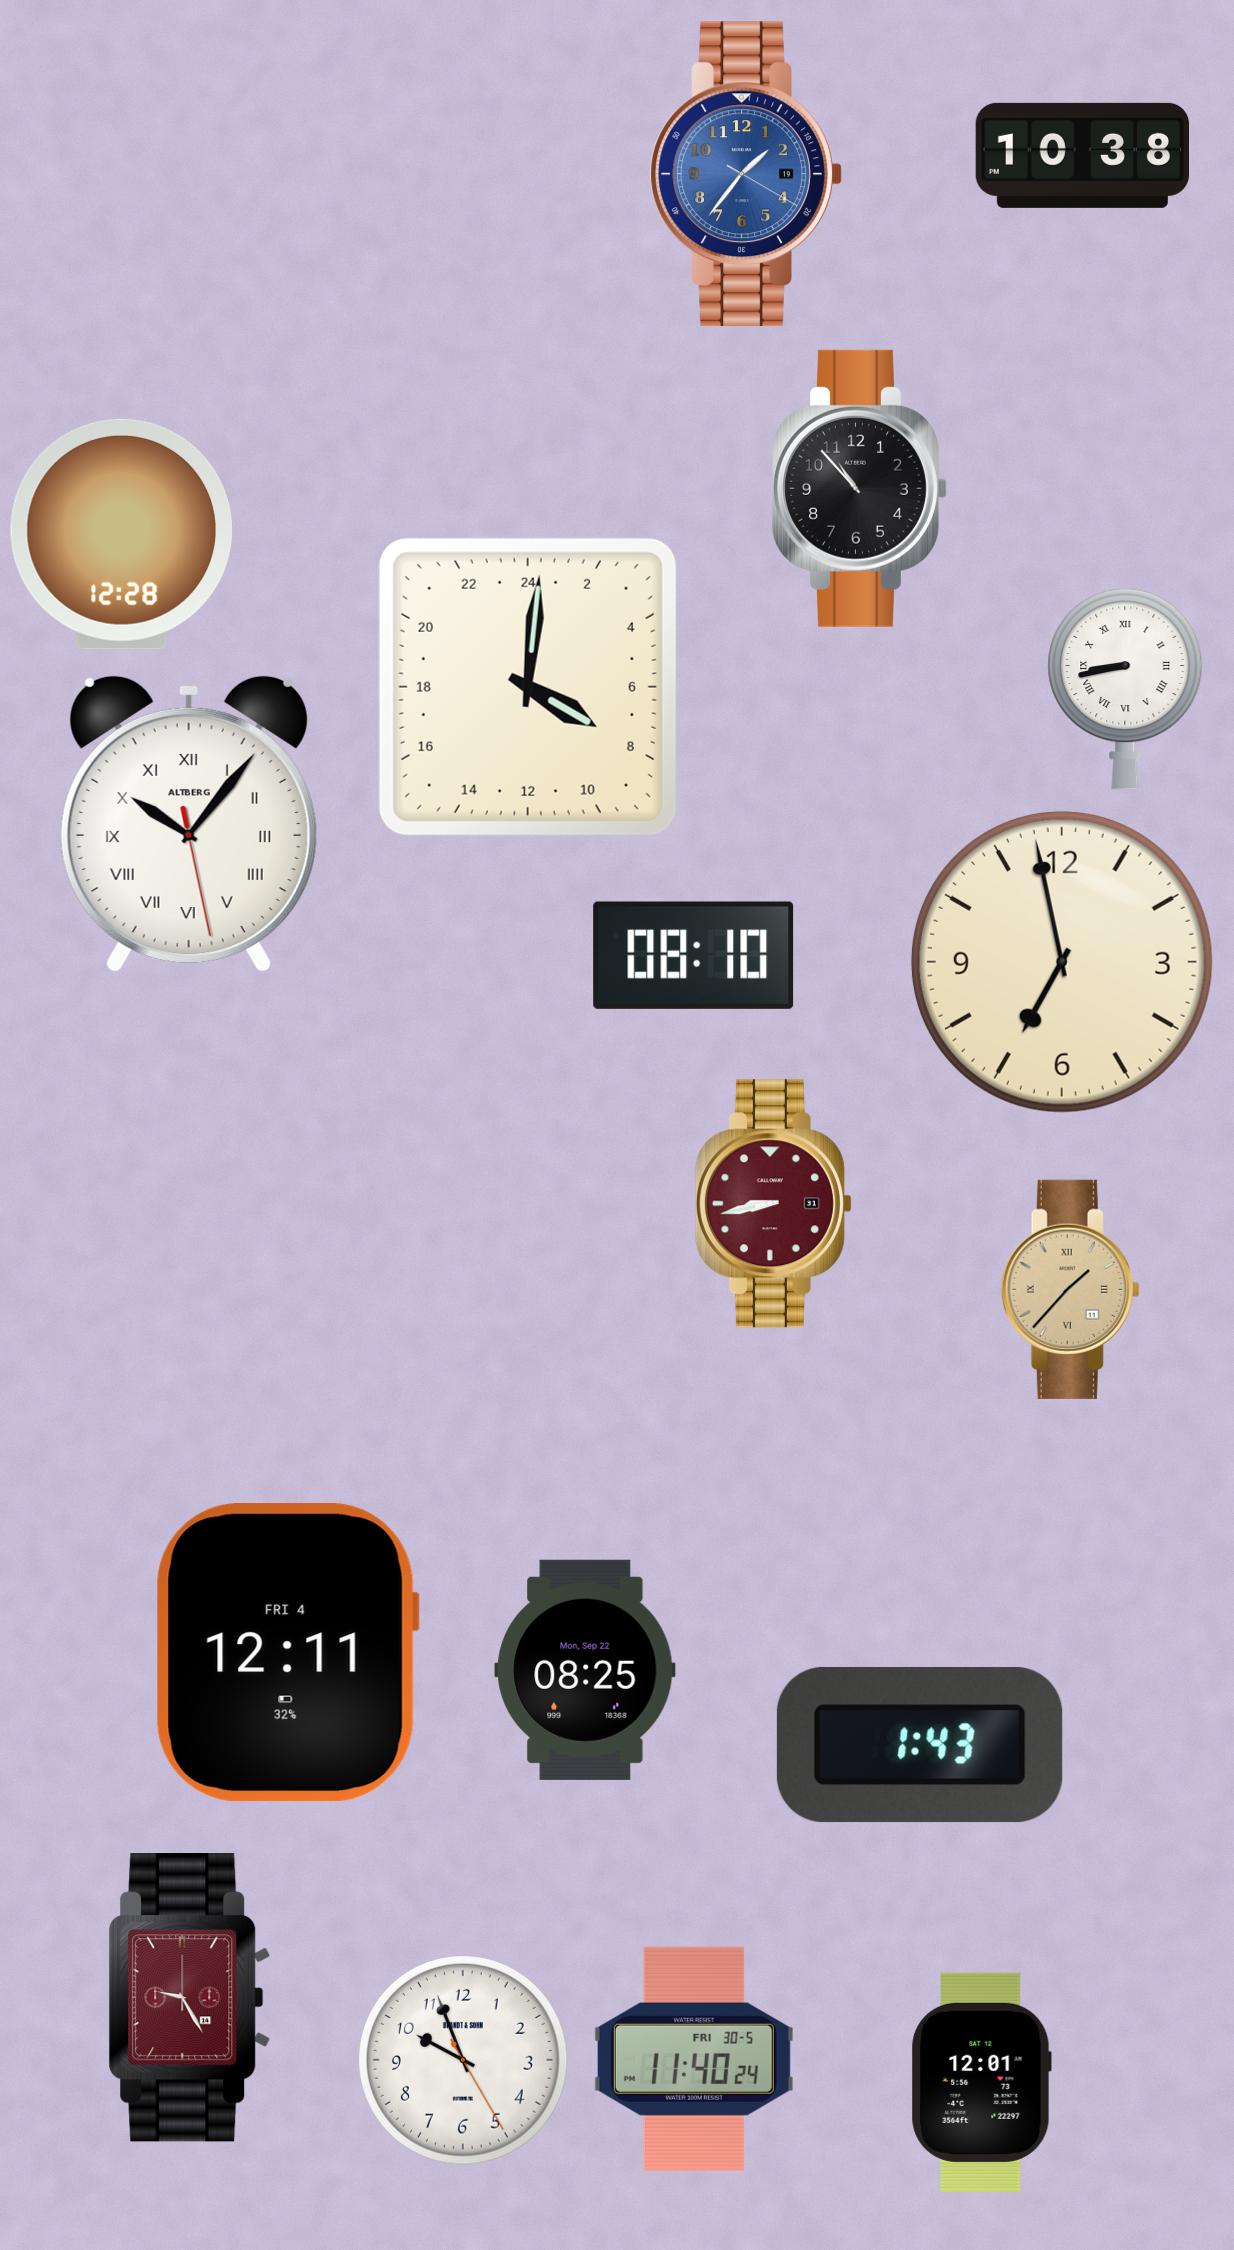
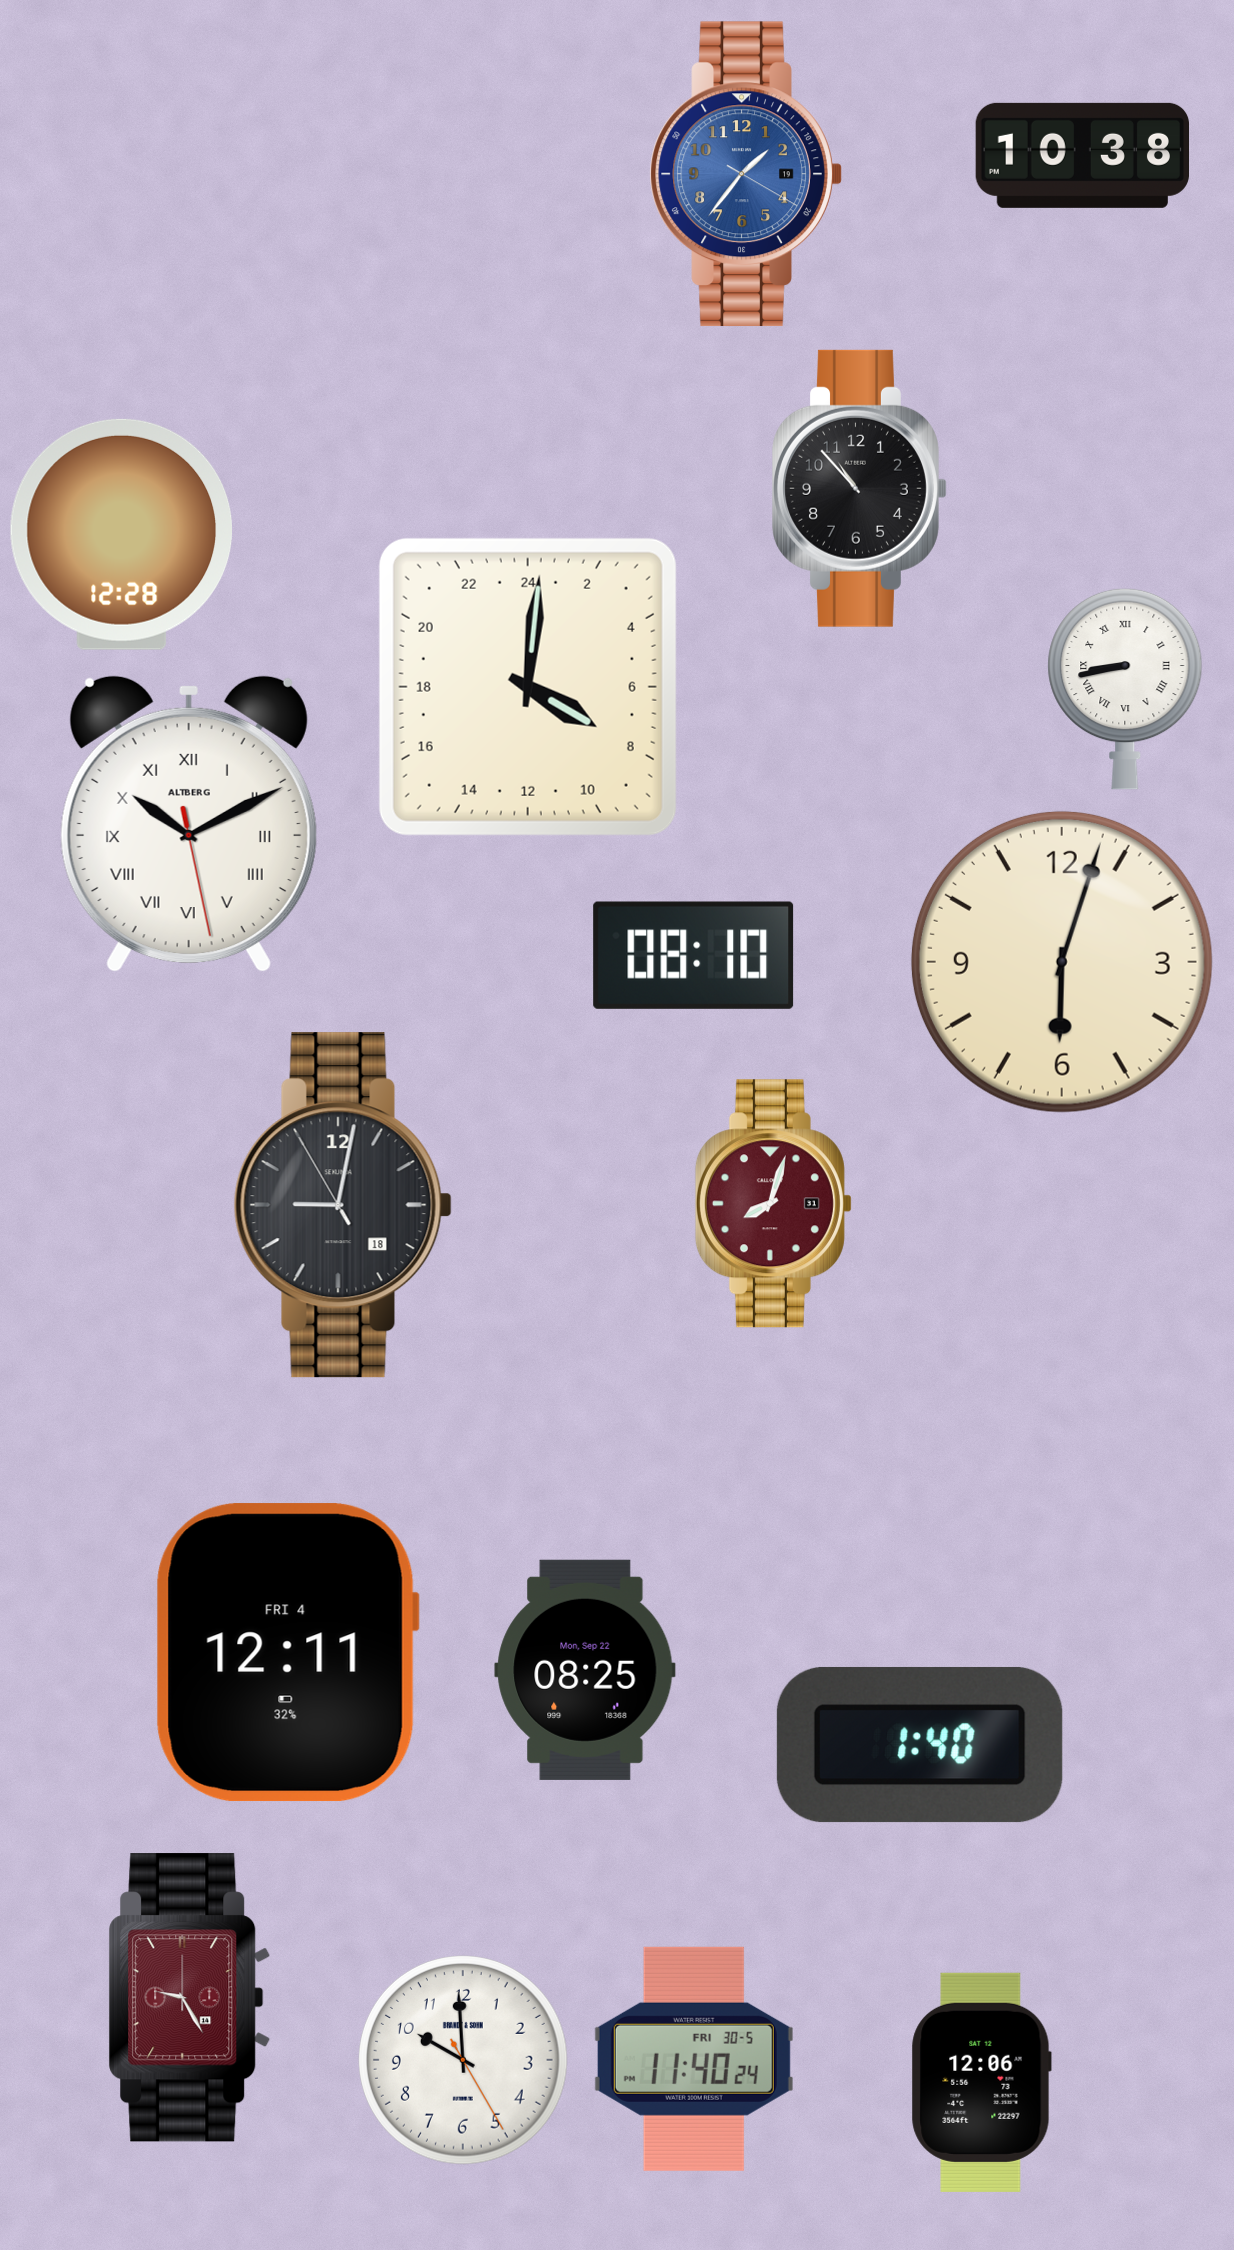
clock at (189, 824): 10:06 -> 10:10
clock at (1062, 962): 6:58 -> 6:03
clock at (773, 1204): 8:43 -> 8:03
clock at (343, 1205): none -> 9:01
clock at (1070, 1289): 1:37 -> none
clock at (920, 1745): 1:43 -> 1:40
clock at (464, 2061): 9:56 -> 9:59
clock at (981, 2082): 12:01 -> 12:06
